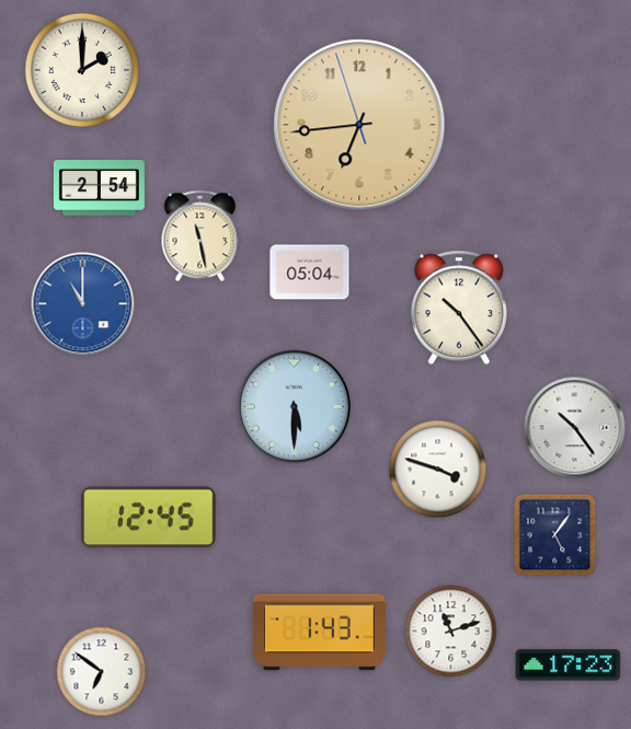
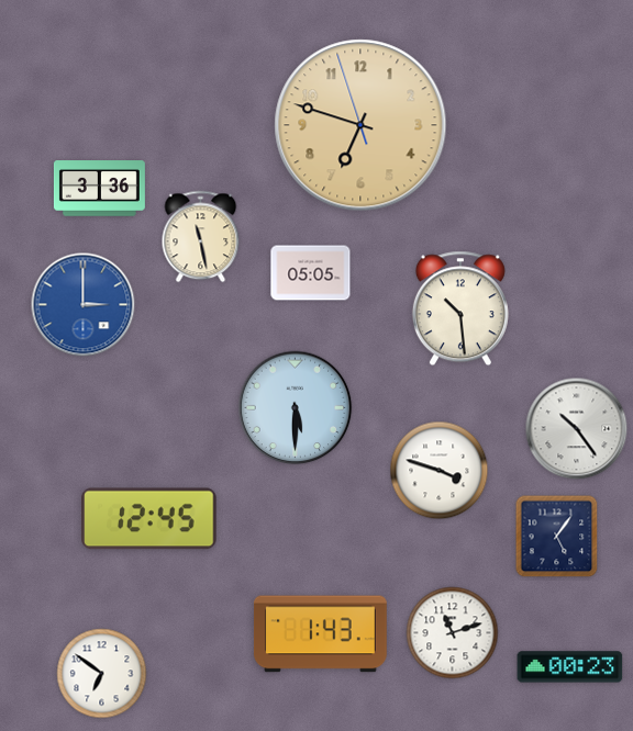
clock at (82, 70): 2:00 -> none
clock at (359, 125): 6:43 -> 6:47
clock at (99, 188): 2:54 -> 3:36
clock at (310, 273): 05:04 -> 05:05
clock at (83, 304): 11:00 -> 3:00
clock at (459, 308): 10:24 -> 10:29
clock at (569, 666): 17:23 -> 00:23
